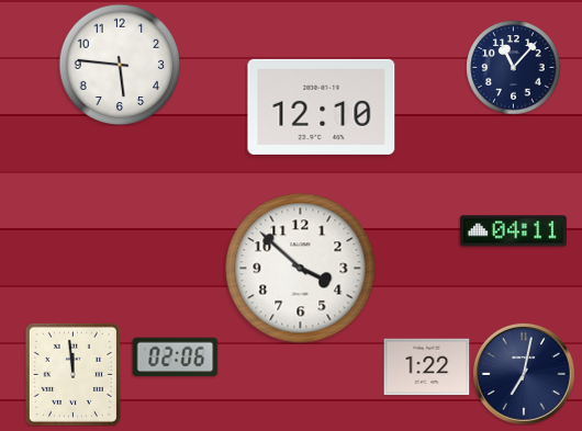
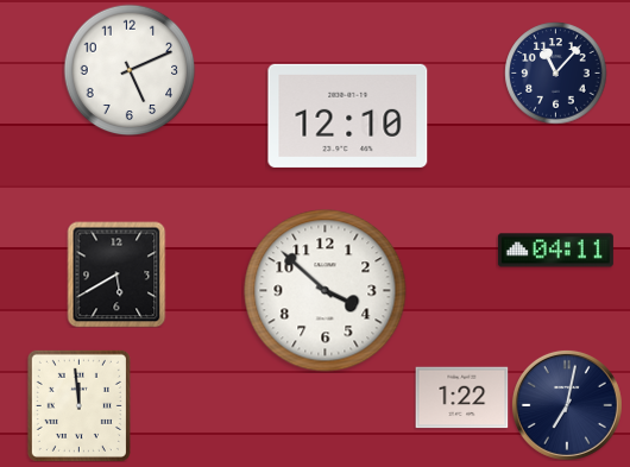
clock at (120, 65): 5:46 -> 5:11
clock at (116, 274): none -> 5:40
clock at (175, 358): 02:06 -> none
